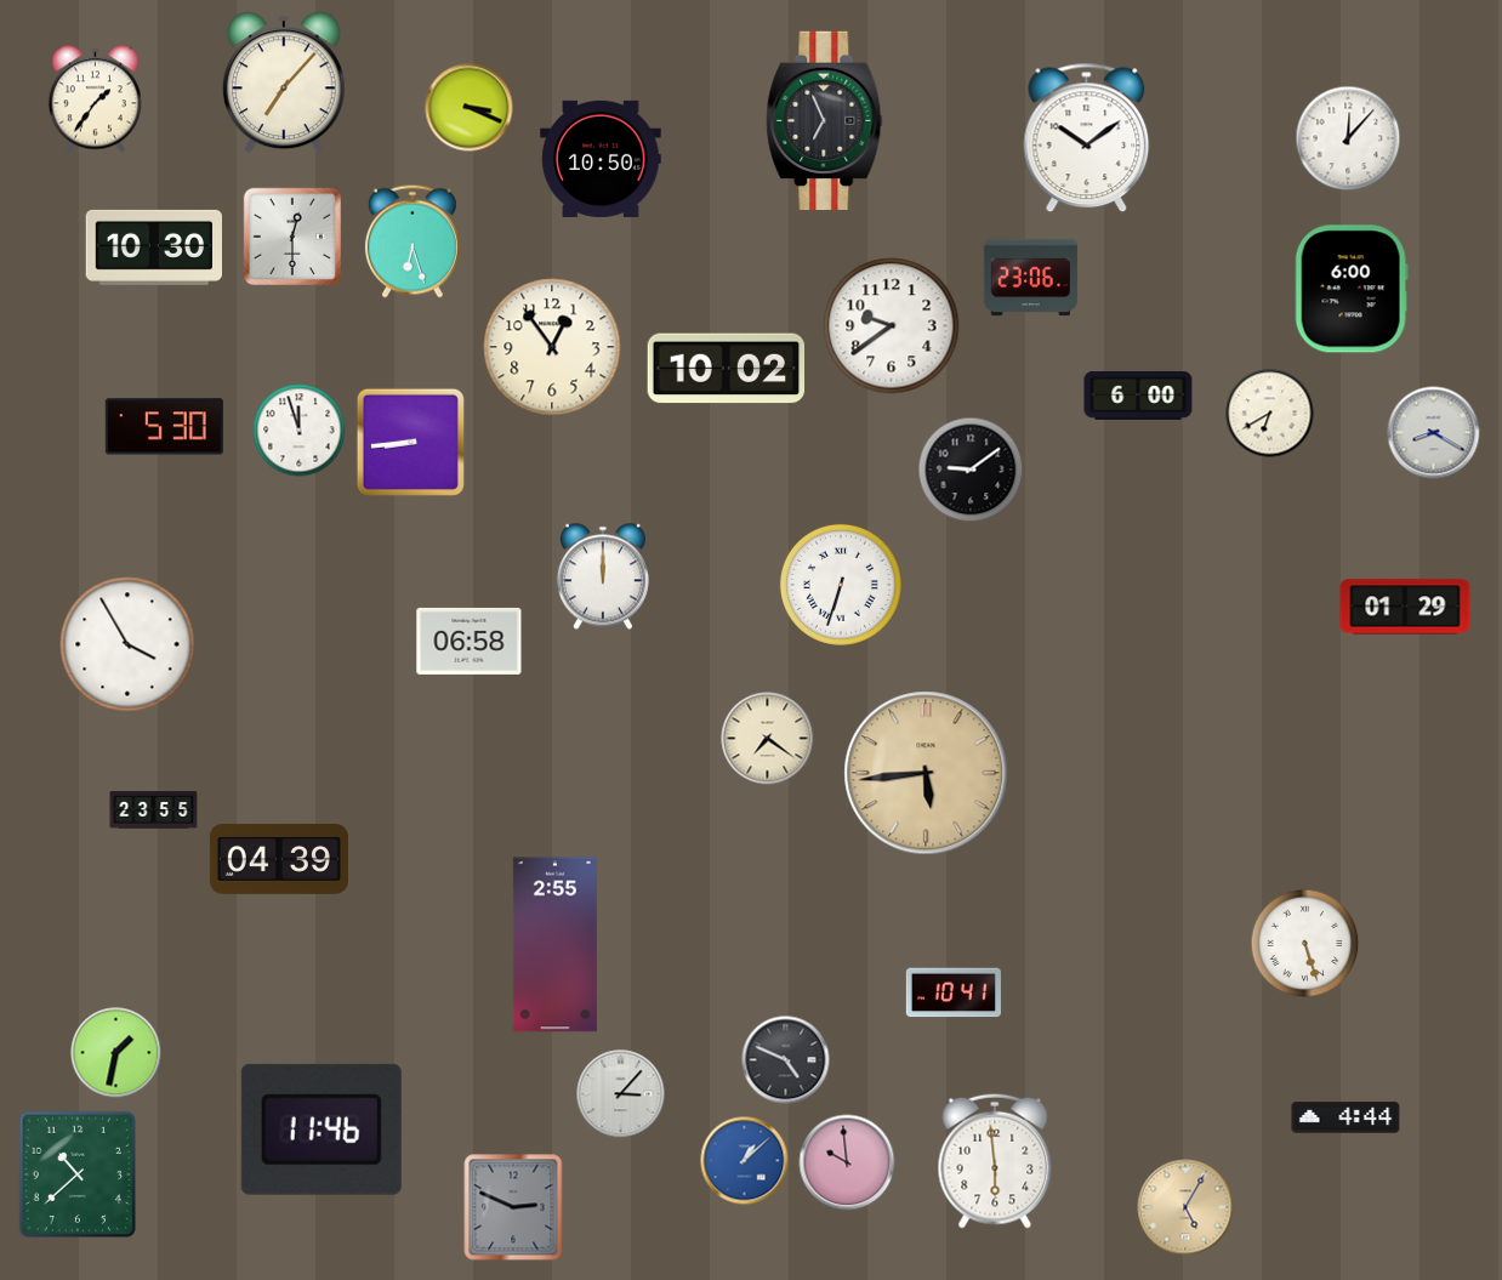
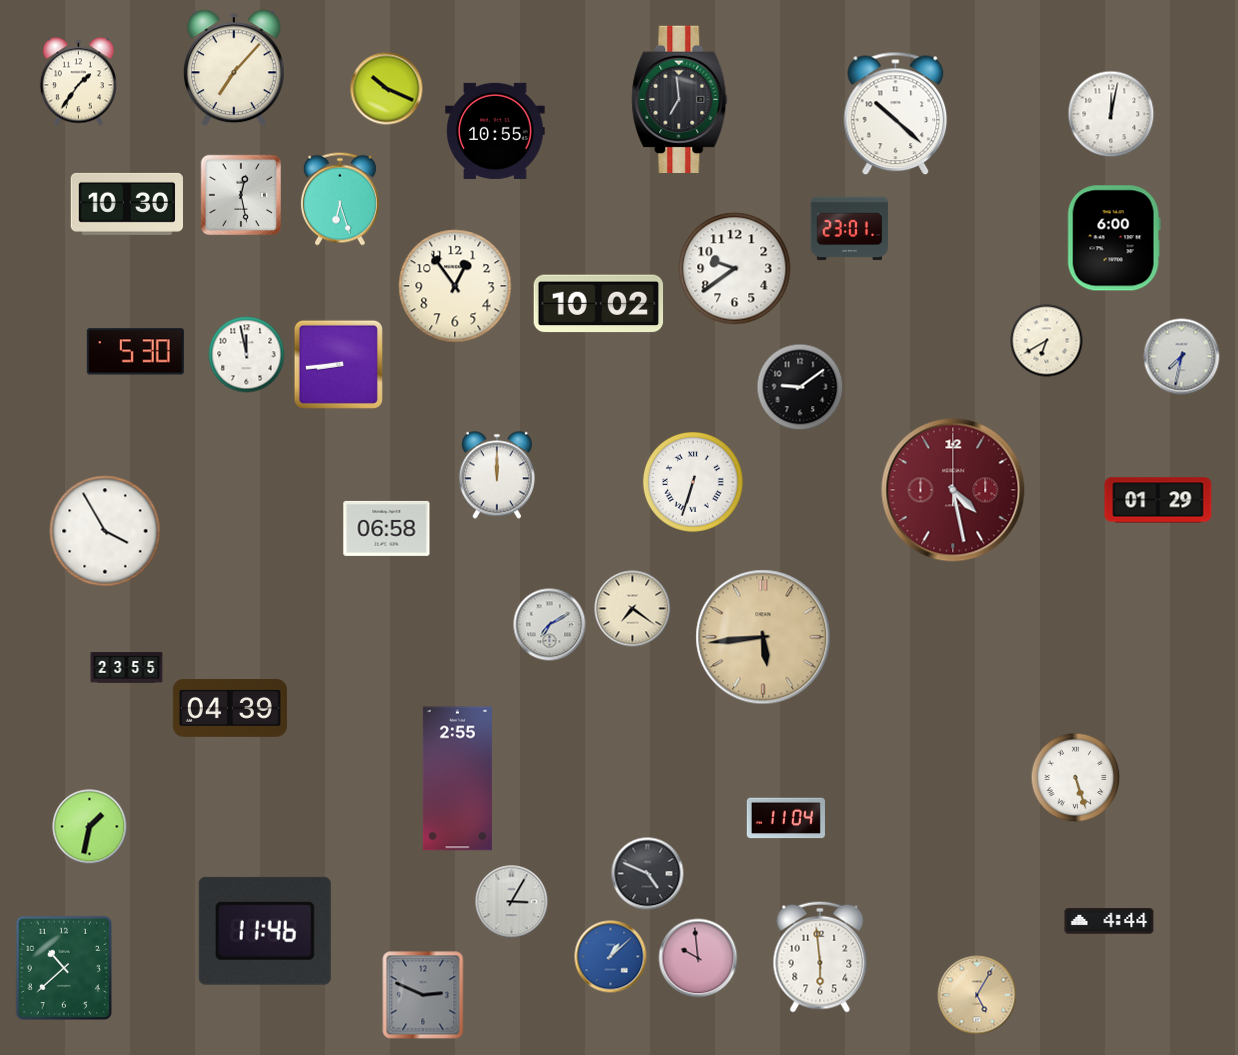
clock at (470, 108): 3:19 -> 10:19
clock at (825, 120): 6:56 -> 6:59
clock at (1087, 138): 10:09 -> 10:22
clock at (1348, 138): 12:07 -> 12:02
clock at (601, 159): 10:50 -> 10:55
clock at (291, 235): 12:30 -> 12:28
clock at (1031, 278): 23:06 -> 23:01
clock at (1138, 397): 6:00 -> none
clock at (300, 431): 11:57 -> 11:58
clock at (1434, 433): 8:20 -> 7:32
clock at (953, 490): none -> 4:28
clock at (550, 625): none -> 7:10
clock at (954, 992): 10:41 -> 11:04
clock at (116, 1053) position: (116, 1053) -> (90, 827)
clock at (621, 1094): 3:07 -> 3:05
clock at (745, 1161) position: (745, 1161) -> (611, 957)
